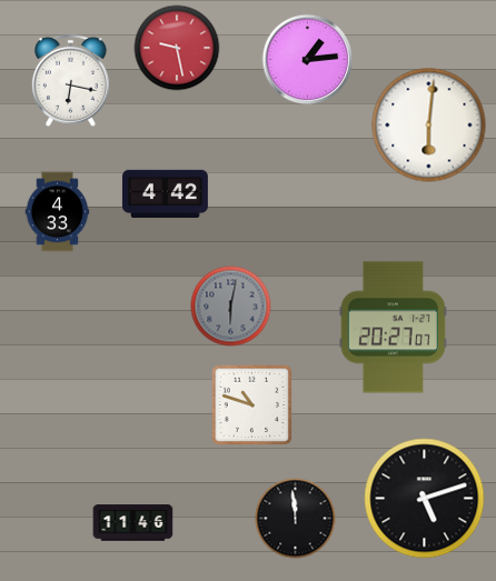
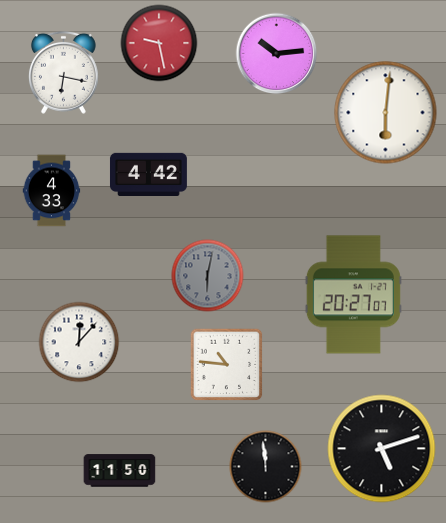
clock at (308, 60): 1:14 -> 10:14
clock at (79, 342): none -> 12:07
clock at (252, 405): 10:48 -> 10:46
clock at (133, 523): 11:46 -> 11:50
